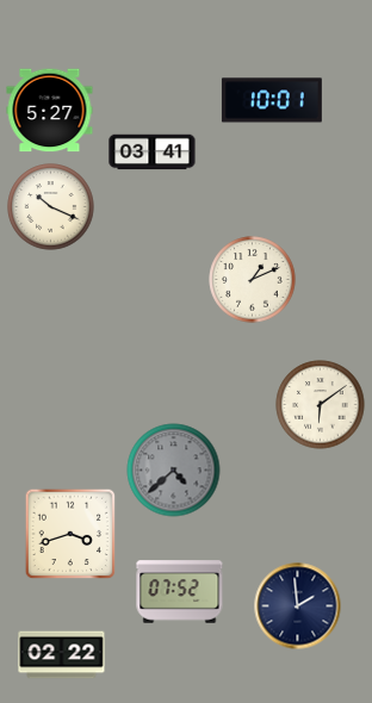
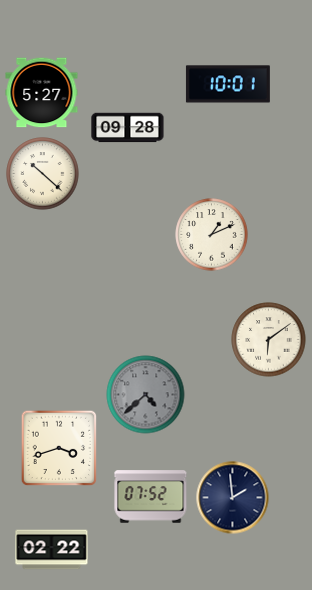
clock at (153, 153): 03:41 -> 09:28
clock at (51, 207): 10:19 -> 10:22
clock at (298, 606) position: (298, 606) -> (233, 498)
